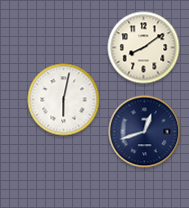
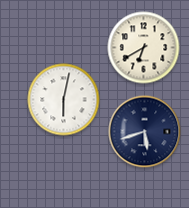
clock at (144, 48): 8:09 -> 6:40
clock at (145, 132): 12:42 -> 5:42
